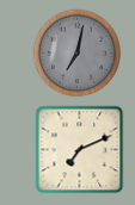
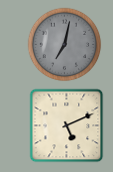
clock at (80, 150): 7:11 -> 5:11
